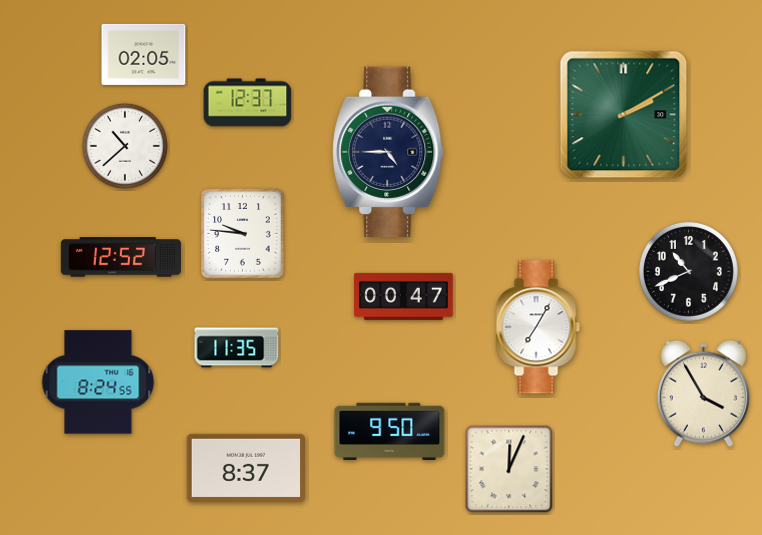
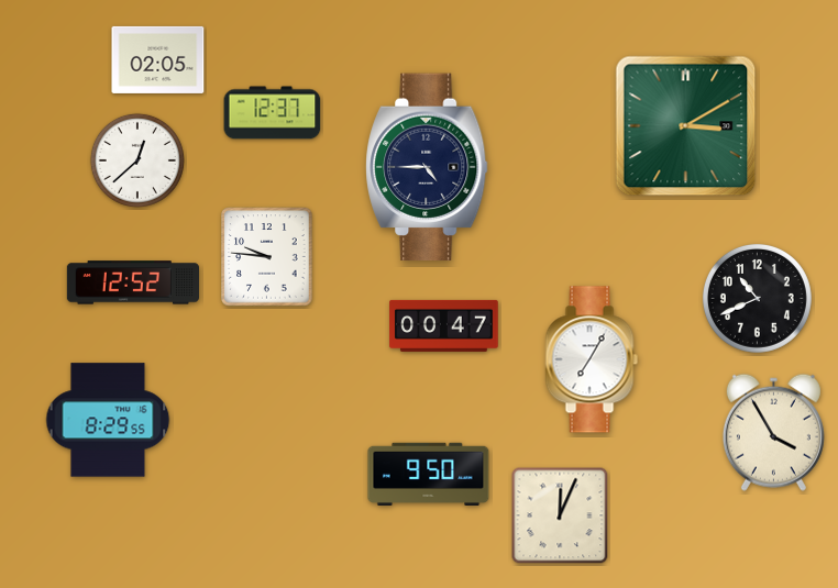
clock at (624, 115): 2:10 -> 3:10
clock at (125, 146): 10:38 -> 12:38
clock at (237, 348): 11:35 -> none
clock at (98, 382): 8:24 -> 8:29
clock at (245, 468): 8:37 -> none
